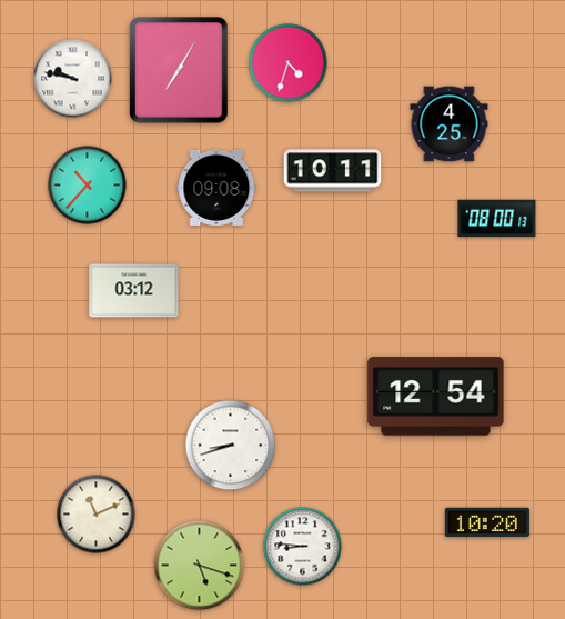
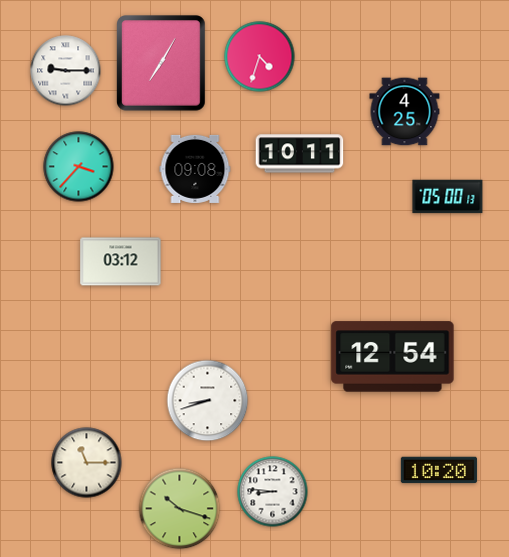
clock at (73, 79): 9:47 -> 9:15
clock at (88, 186): 10:37 -> 3:37
clock at (497, 219): 08:00 -> 05:00
clock at (97, 515): 11:11 -> 11:15
clock at (200, 566): 5:18 -> 10:18
